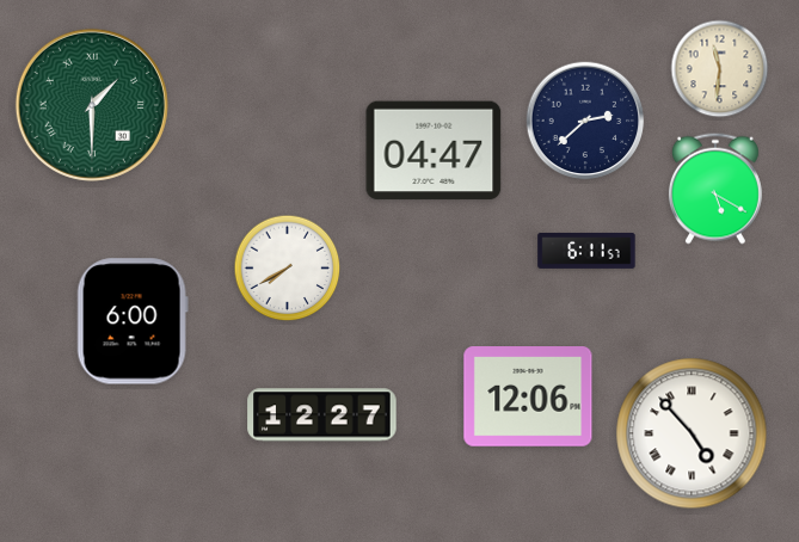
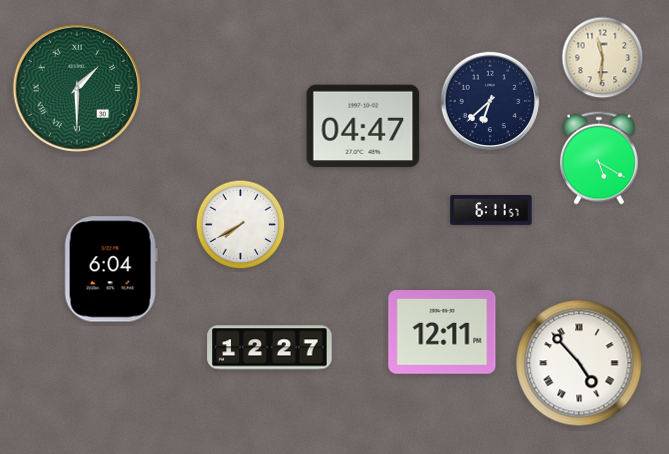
clock at (585, 121): 2:38 -> 6:38
clock at (133, 321): 6:00 -> 6:04
clock at (528, 396): 12:06 -> 12:11
